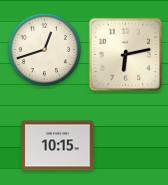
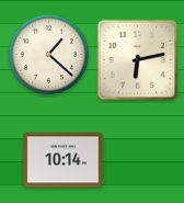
clock at (44, 49): 12:42 -> 1:22
clock at (58, 146): 10:15 -> 10:14
